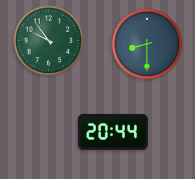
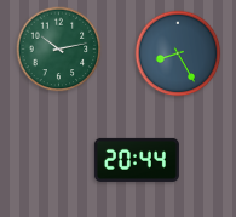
clock at (49, 41): 9:54 -> 10:13
clock at (147, 44): 8:30 -> 8:25
